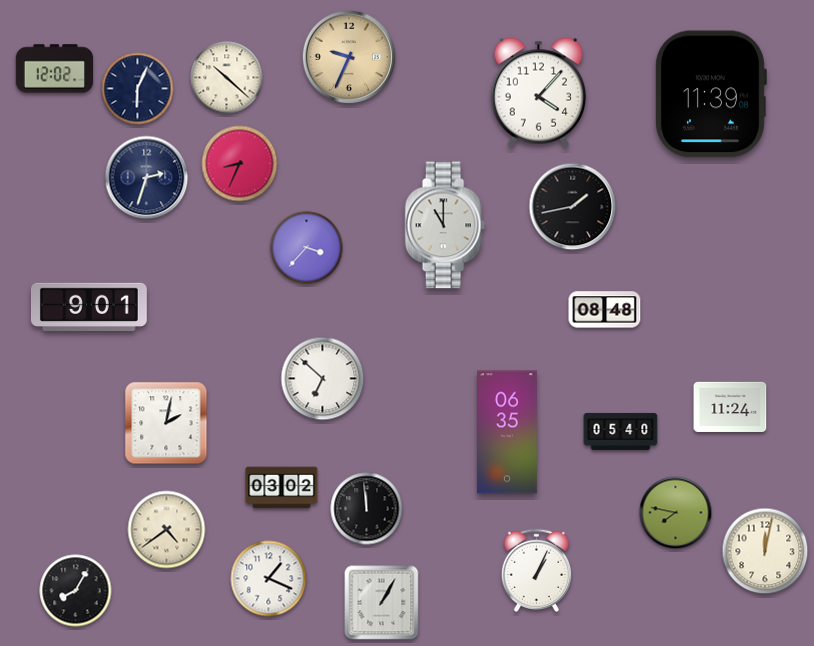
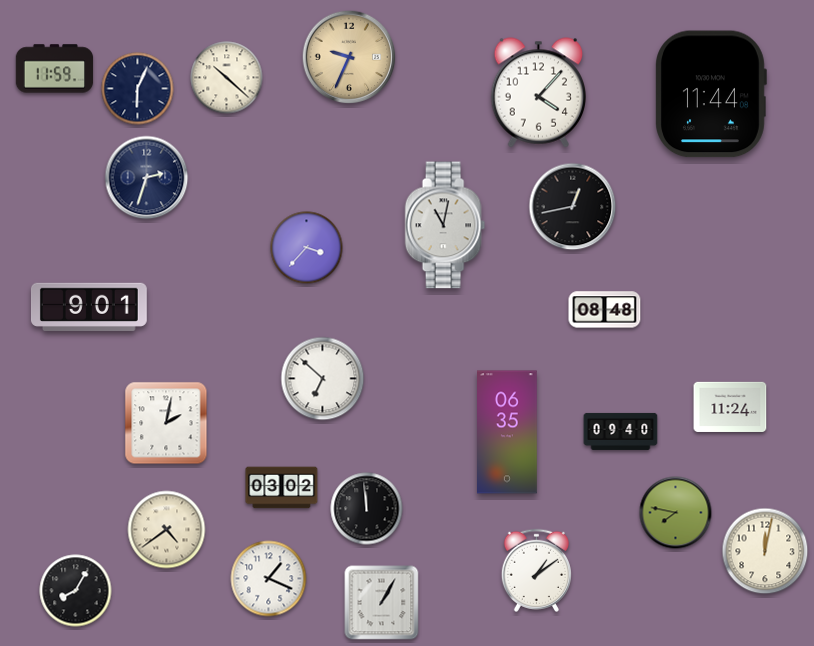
clock at (55, 69): 12:02 -> 11:59
clock at (711, 94): 11:39 -> 11:44
clock at (240, 164): 8:34 -> none
clock at (573, 207): 1:43 -> 12:43
clock at (445, 225): 11:00 -> 11:02
clock at (621, 431): 05:40 -> 09:40
clock at (536, 570): 1:04 -> 1:09
